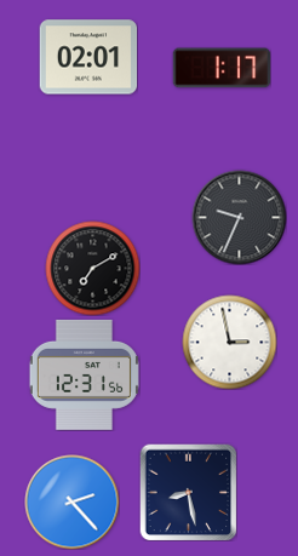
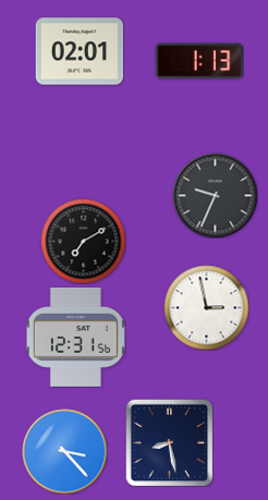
clock at (222, 68): 1:17 -> 1:13
clock at (71, 501): 2:23 -> 3:23
